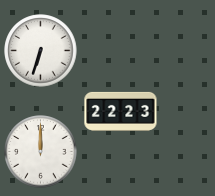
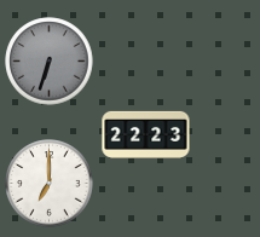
clock at (41, 51) dial: white -> grey
clock at (41, 152): 12:00 -> 7:00
